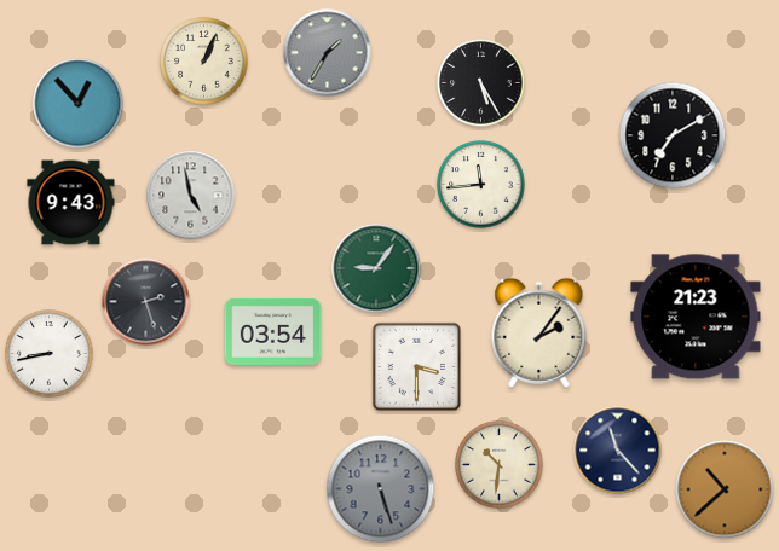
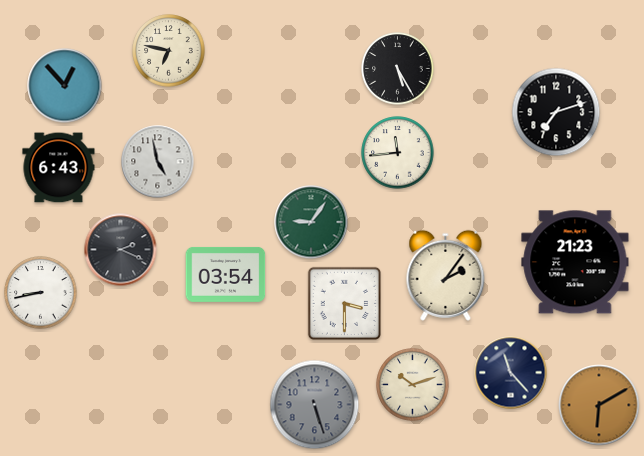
clock at (328, 53): 1:35 -> none
clock at (204, 62): 1:04 -> 6:47
clock at (673, 135): 7:10 -> 7:12
clock at (71, 203): 9:43 -> 6:43
clock at (146, 302): 2:27 -> 2:19
clock at (500, 465): 10:31 -> 10:12
clock at (725, 489): 10:38 -> 6:10
